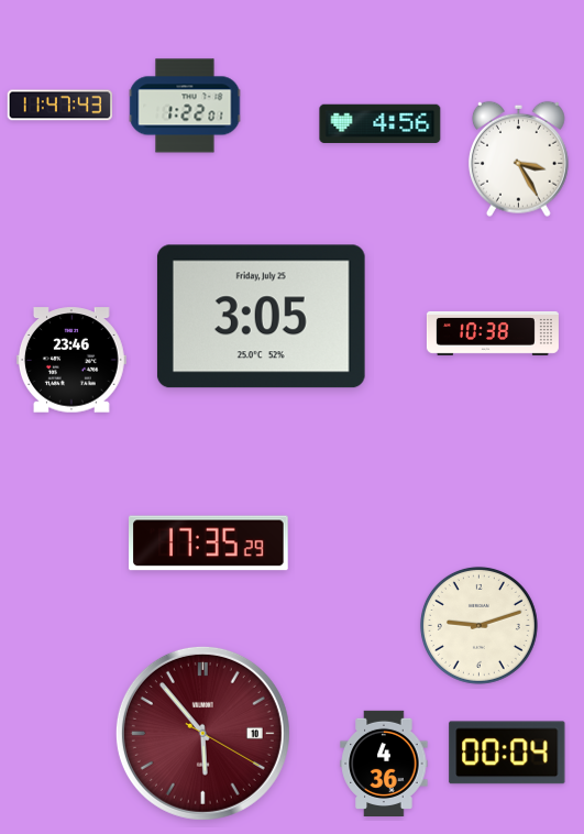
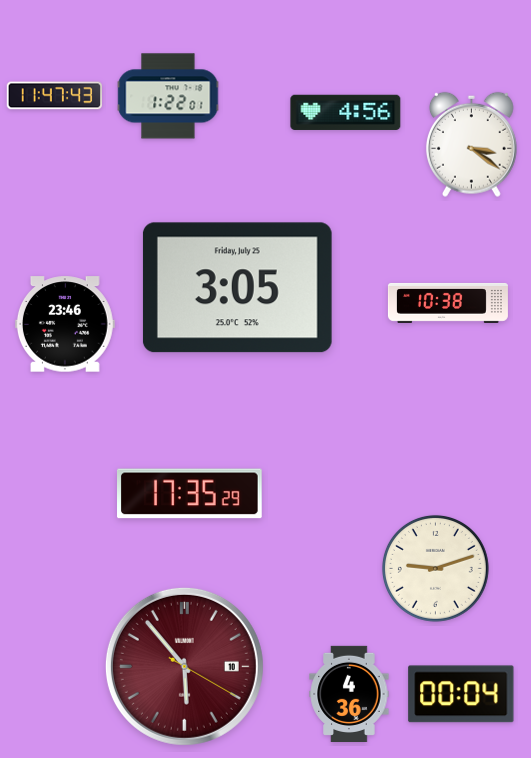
clock at (518, 158): 3:25 -> 3:21
clock at (71, 360) position: (71, 360) -> (65, 324)
clock at (507, 753) position: (507, 753) -> (461, 694)
